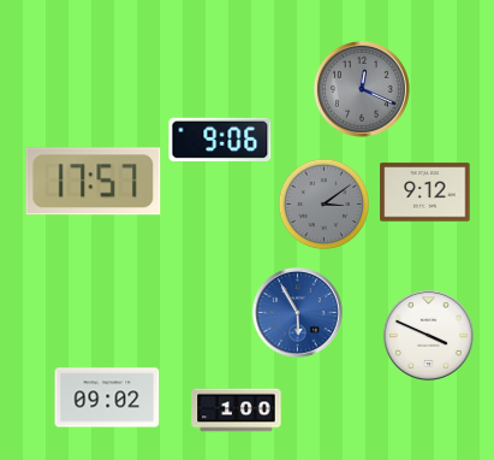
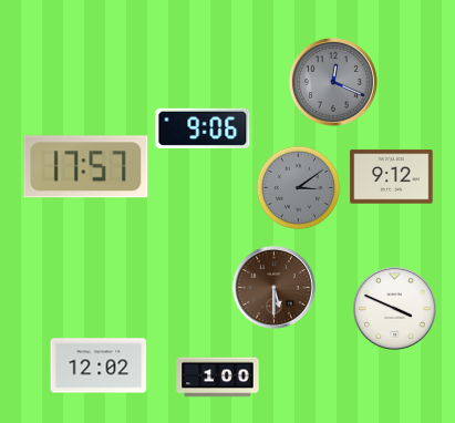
clock at (297, 312): 5:55 -> 5:30
clock at (297, 312) dial: blue -> brown
clock at (107, 397): 09:02 -> 12:02
